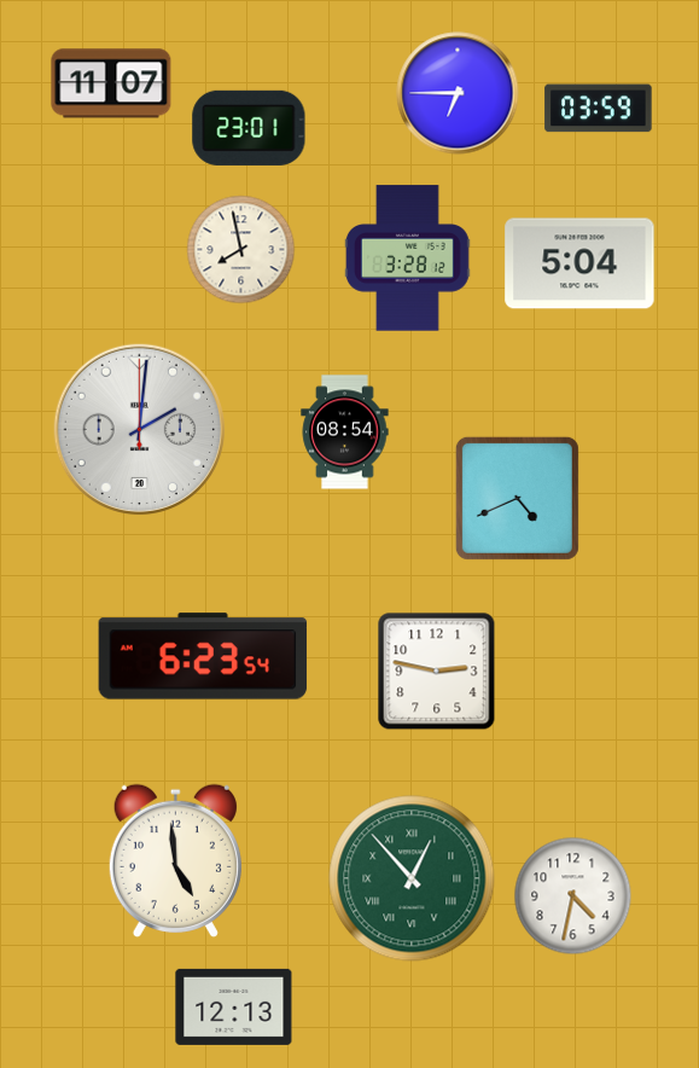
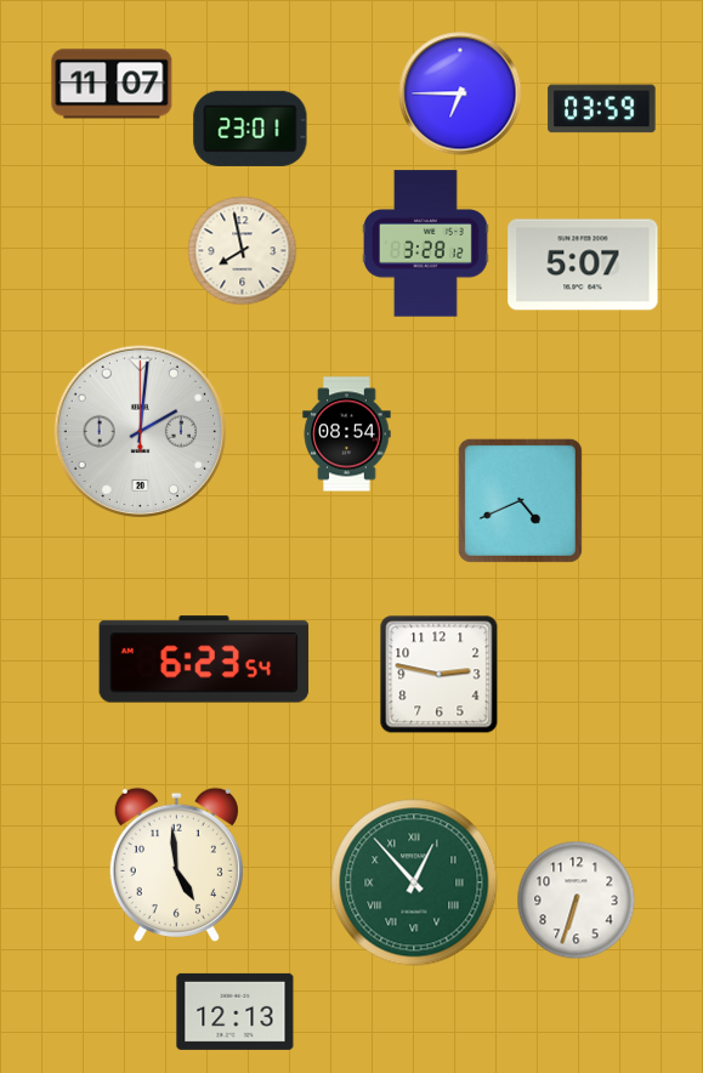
clock at (408, 259) position: (408, 259) -> (426, 244)
clock at (579, 263): 5:04 -> 5:07
clock at (573, 896): 4:32 -> 6:33
